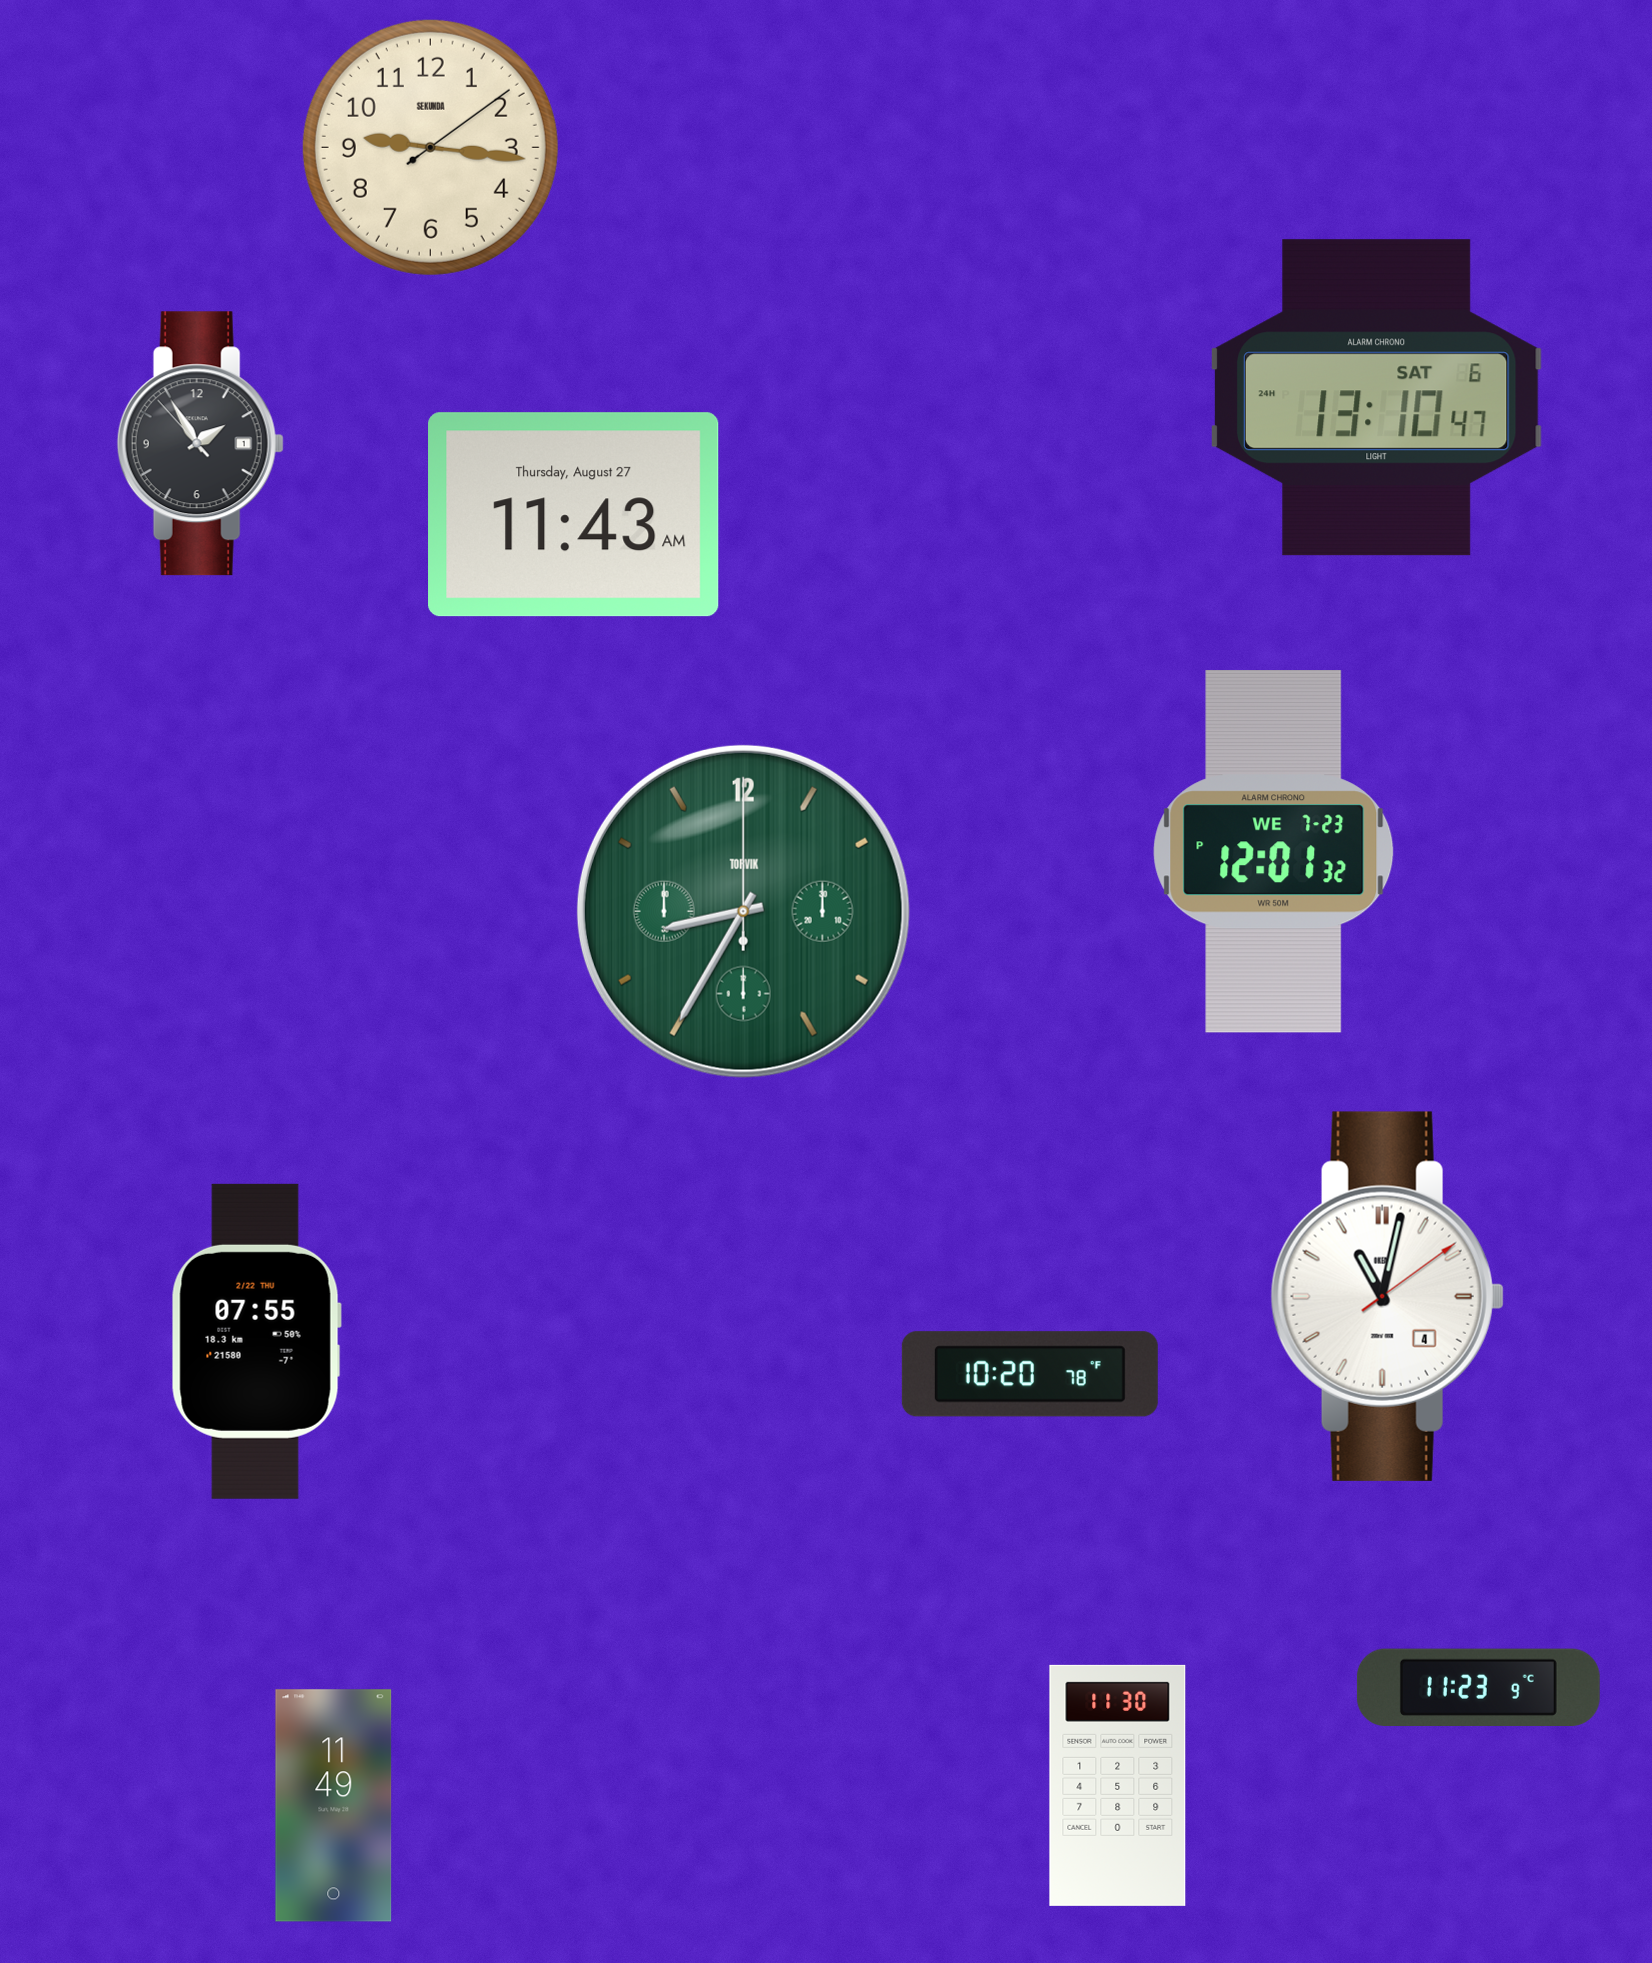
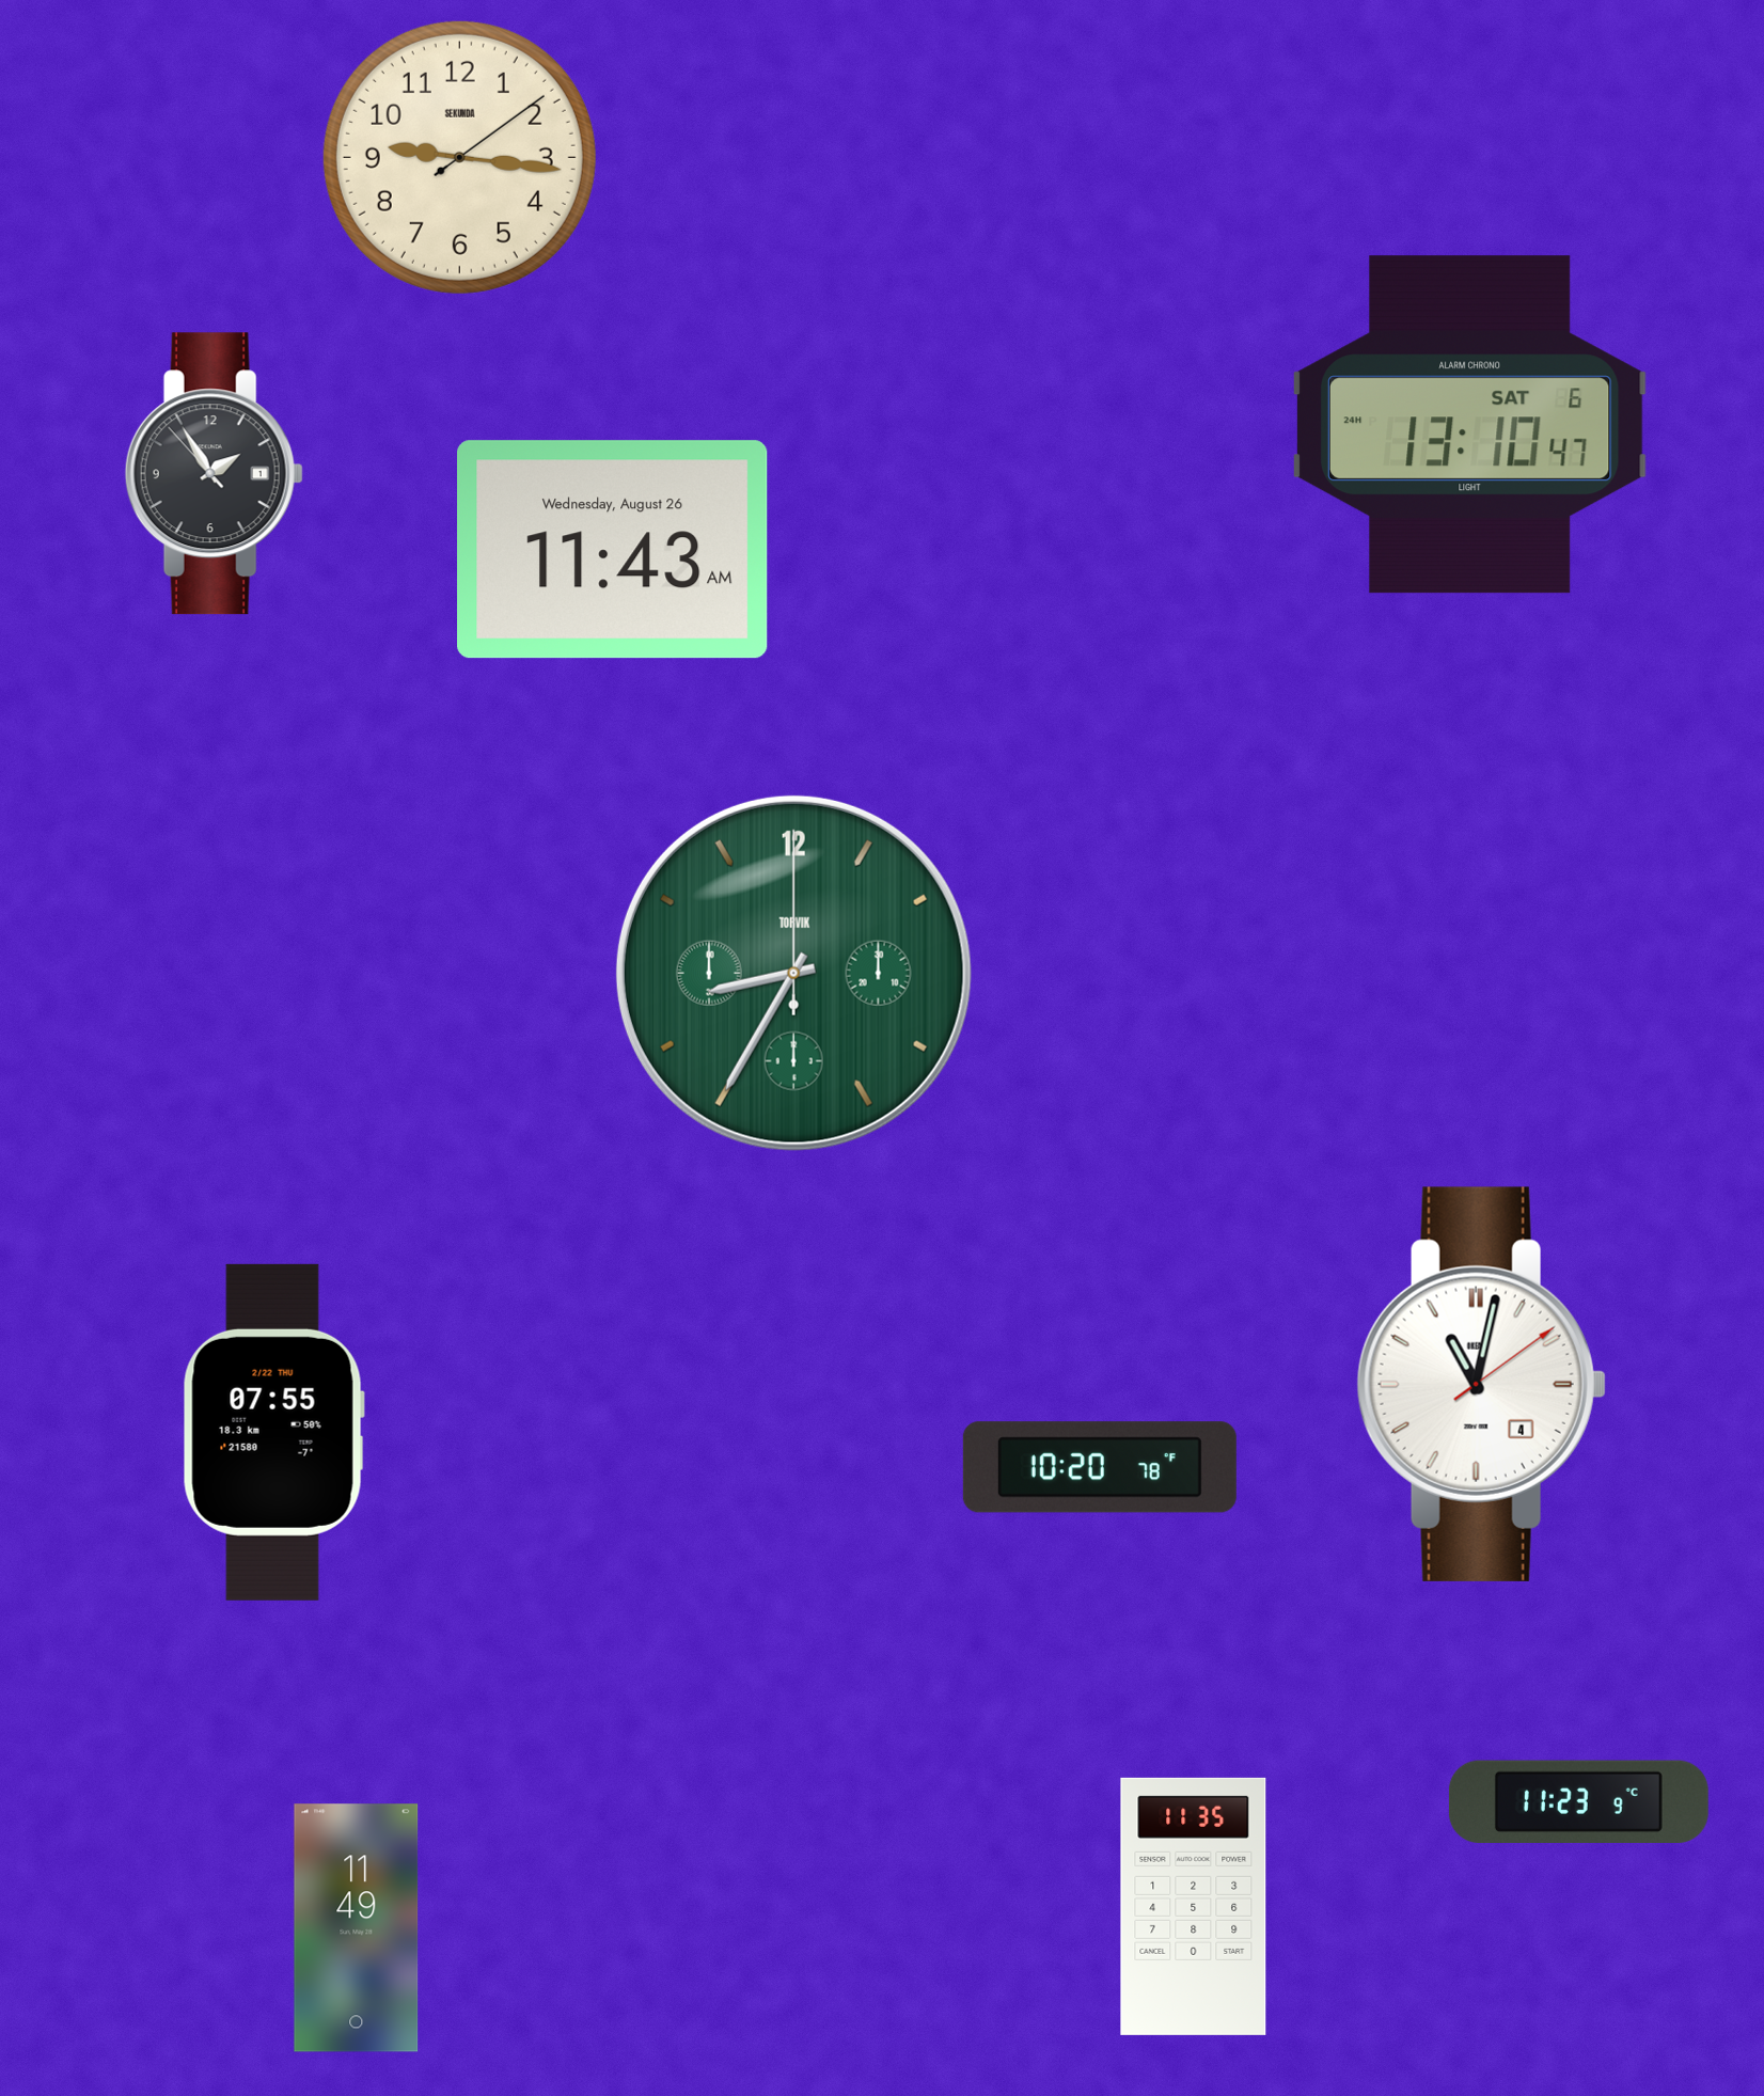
clock at (574, 515) date: Thursday, August 27 -> Wednesday, August 26
clock at (1274, 852): 12:01 -> none
clock at (1118, 1785): 11:30 -> 11:35
